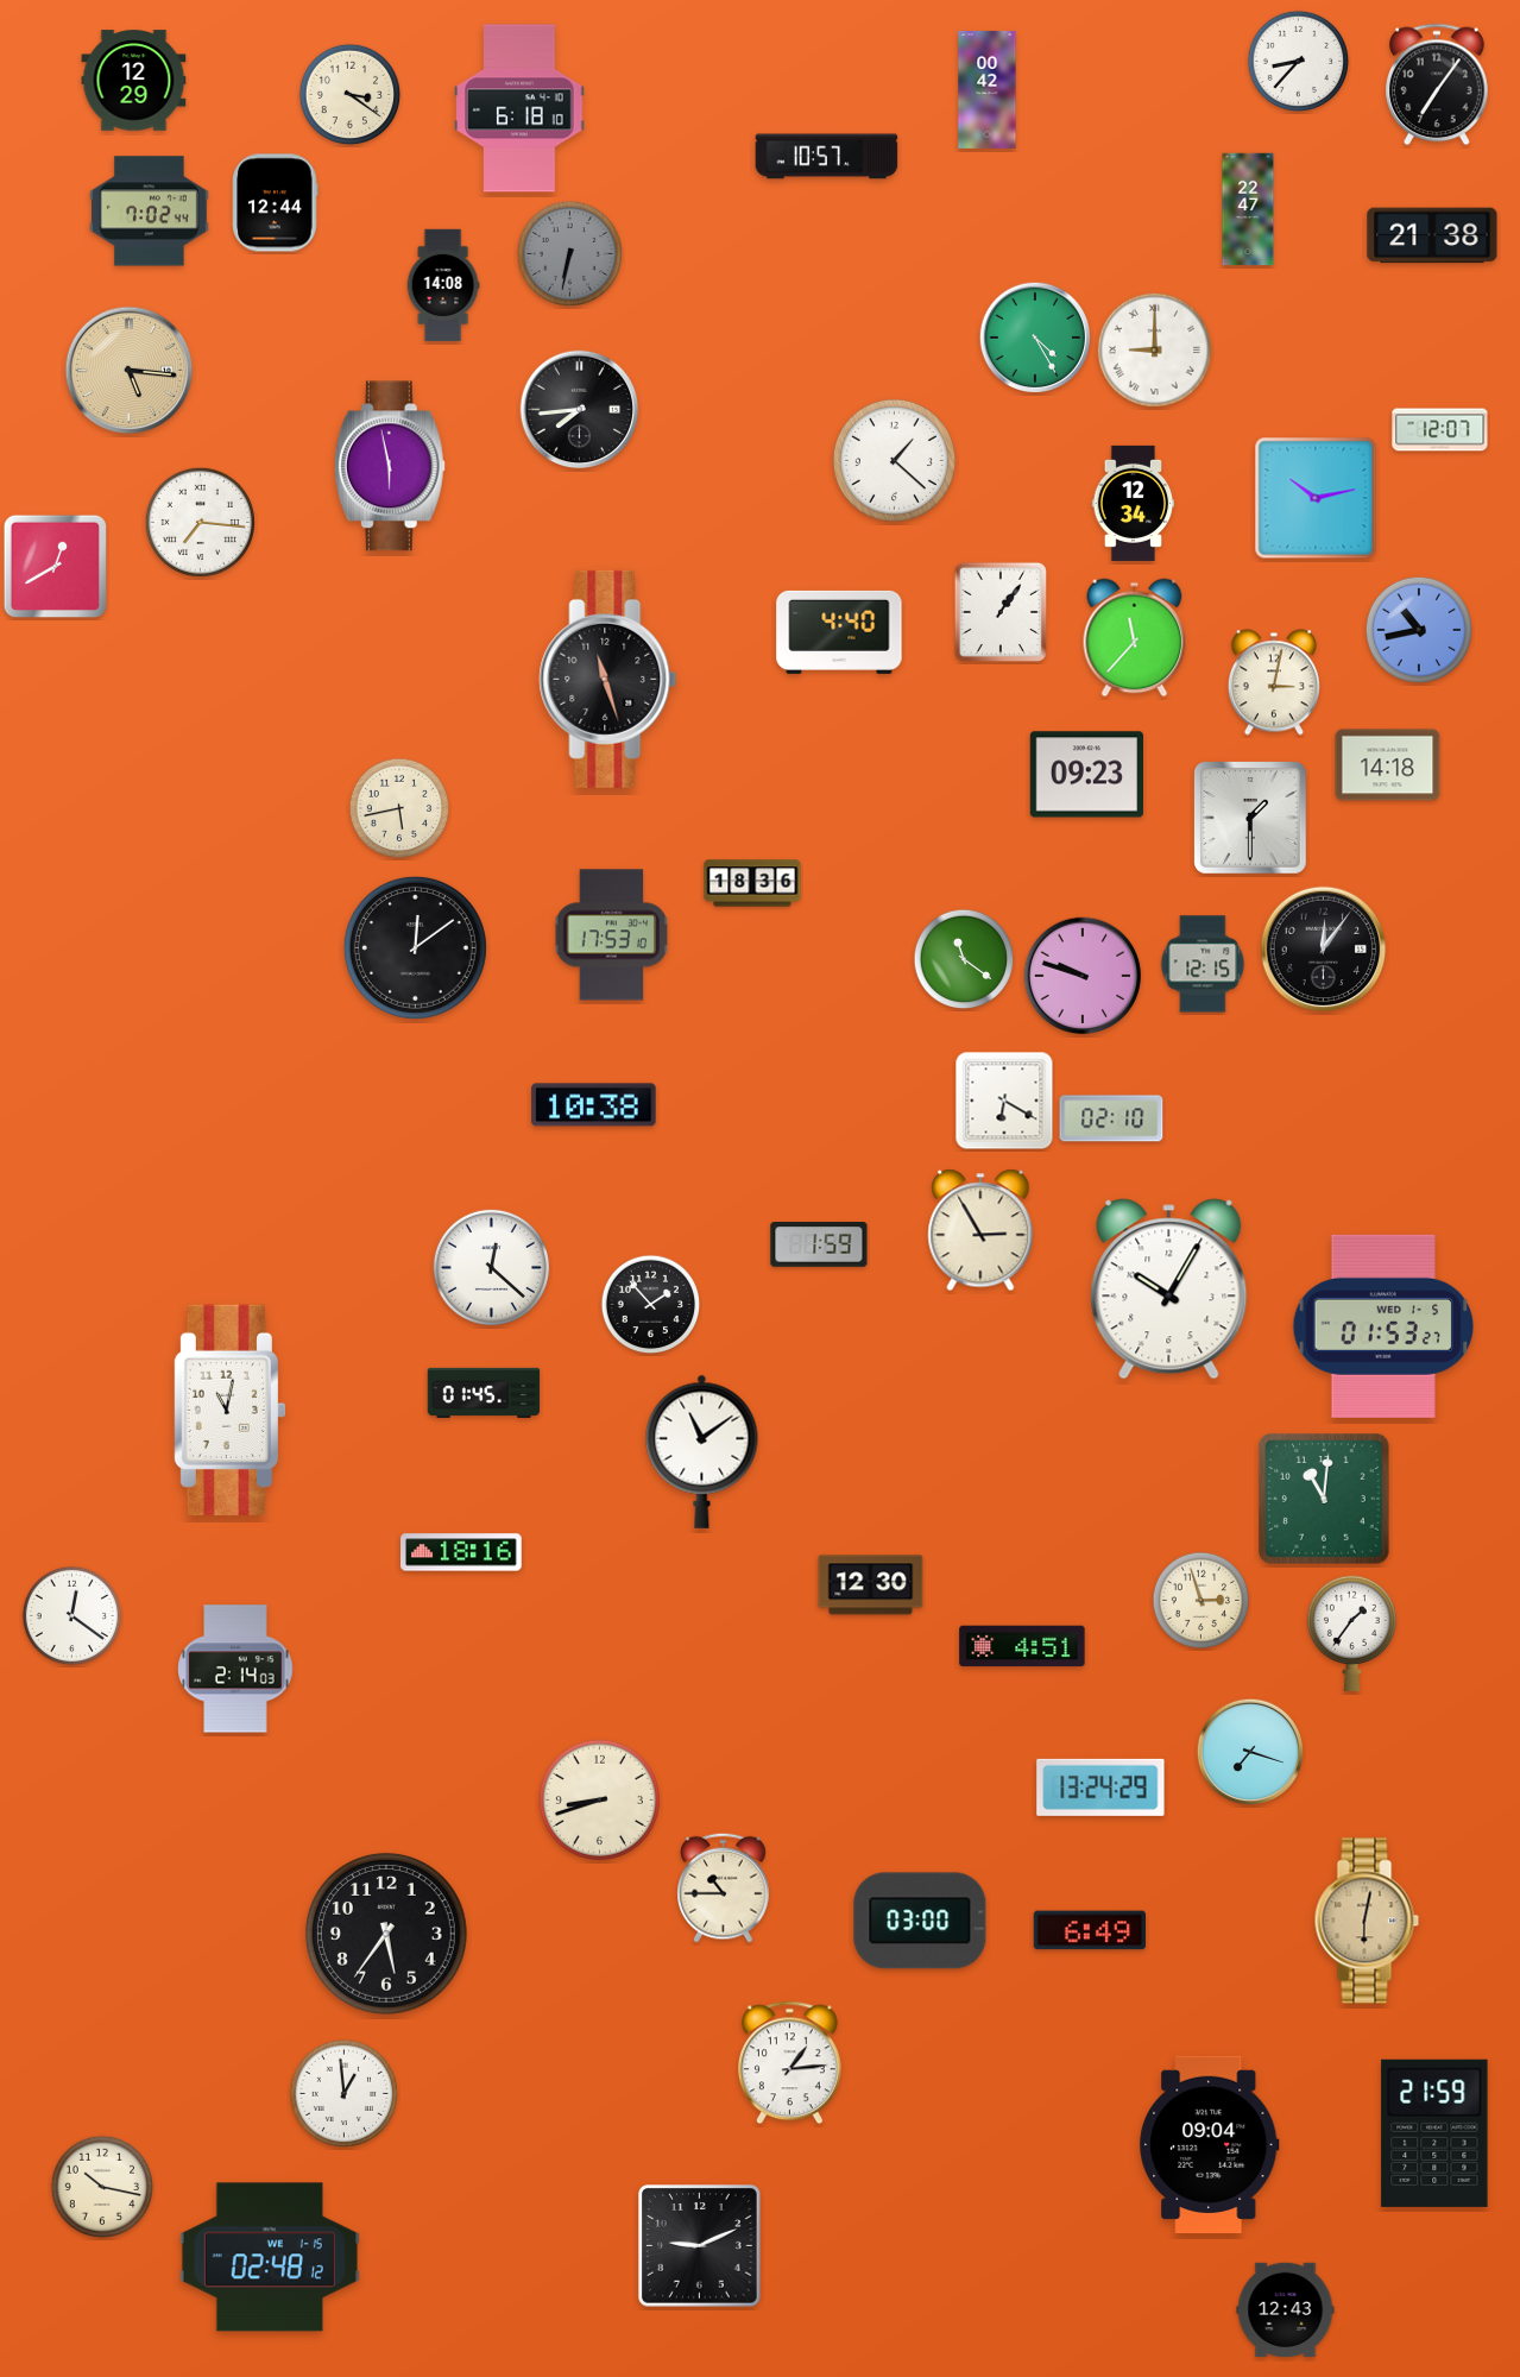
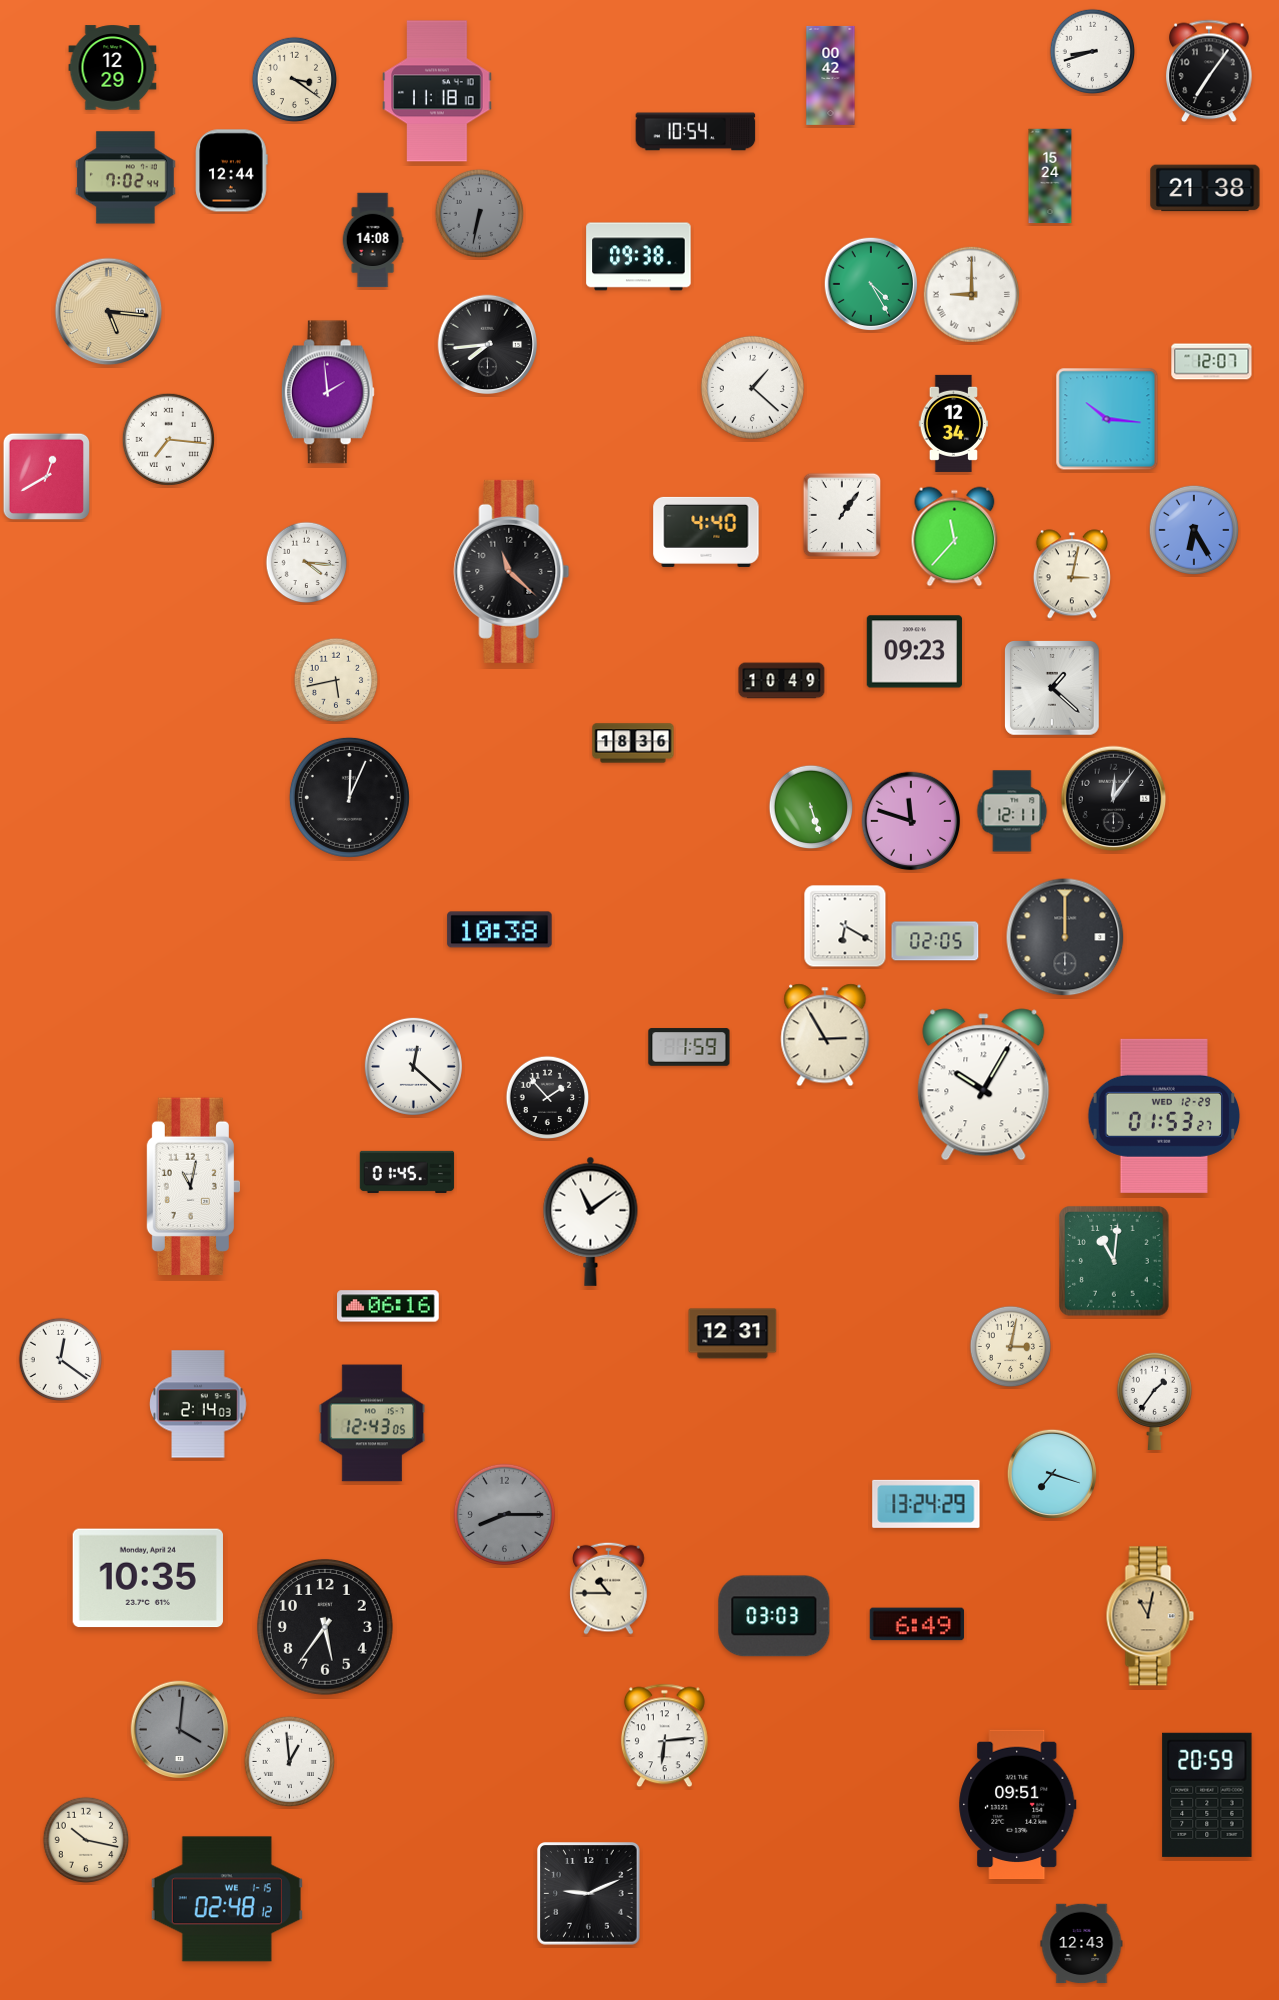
clock at (1299, 62): 8:37 -> 8:42
clock at (519, 108): 6:18 -> 11:18
clock at (827, 157): 10:57 -> 10:54
clock at (1248, 209): 22:47 -> 15:24
clock at (1432, 235) position: (1432, 235) -> (1205, 188)
clock at (639, 257): none -> 09:38
clock at (390, 466): 5:58 -> 1:59
clock at (1316, 498): 10:13 -> 10:16
clock at (1418, 629): 10:43 -> 6:25
clock at (307, 563): none -> 4:16
clock at (608, 679): 11:27 -> 11:22
clock at (1388, 765): 14:18 -> none
clock at (782, 681): none -> 10:49
clock at (1251, 819): 1:30 -> 1:22
clock at (612, 935): 17:53 -> none
clock at (415, 947): 12:09 -> 12:04
clock at (964, 959): 11:21 -> 5:27
clock at (1203, 964): 12:15 -> 12:11
clock at (1083, 976): 9:48 -> 11:48
clock at (1065, 937): none -> 12:00
clock at (1111, 1118): 02:10 -> 02:05
clock at (1383, 1326) date: WED 1-5 -> WED 12-29
clock at (462, 1552): 18:16 -> 06:16
clock at (871, 1585): 12:30 -> 12:31
clock at (1202, 1601): 2:57 -> 3:02
clock at (1351, 1633) position: (1351, 1633) -> (1154, 1401)
clock at (1022, 1646): 4:51 -> none
clock at (372, 1423): none -> 12:43
clock at (599, 1799): 8:42 -> 8:15
clock at (599, 1799) dial: cream -> grey
clock at (148, 1578): none -> 10:35
clock at (920, 1921): 03:00 -> 03:03
clock at (1367, 1921): 6:02 -> 11:02
clock at (180, 1730): none -> 4:01
clock at (789, 2063): 1:14 -> 6:14
clock at (1434, 2133): 21:59 -> 20:59
clock at (1210, 2145): 09:04 -> 09:51
clock at (700, 2246) position: (700, 2246) -> (589, 1894)
